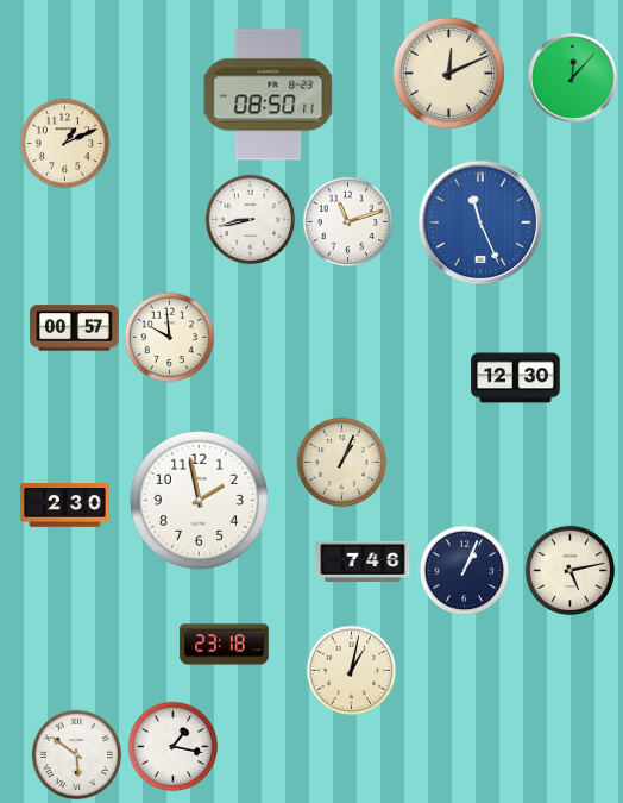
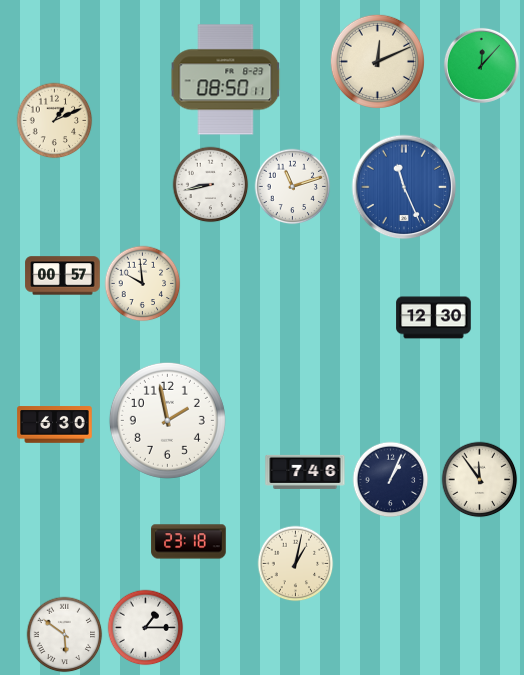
clock at (342, 463): 1:04 -> none
clock at (65, 506): 2:30 -> 6:30
clock at (571, 571): 5:13 -> 11:54
clock at (174, 747): 1:17 -> 1:15
